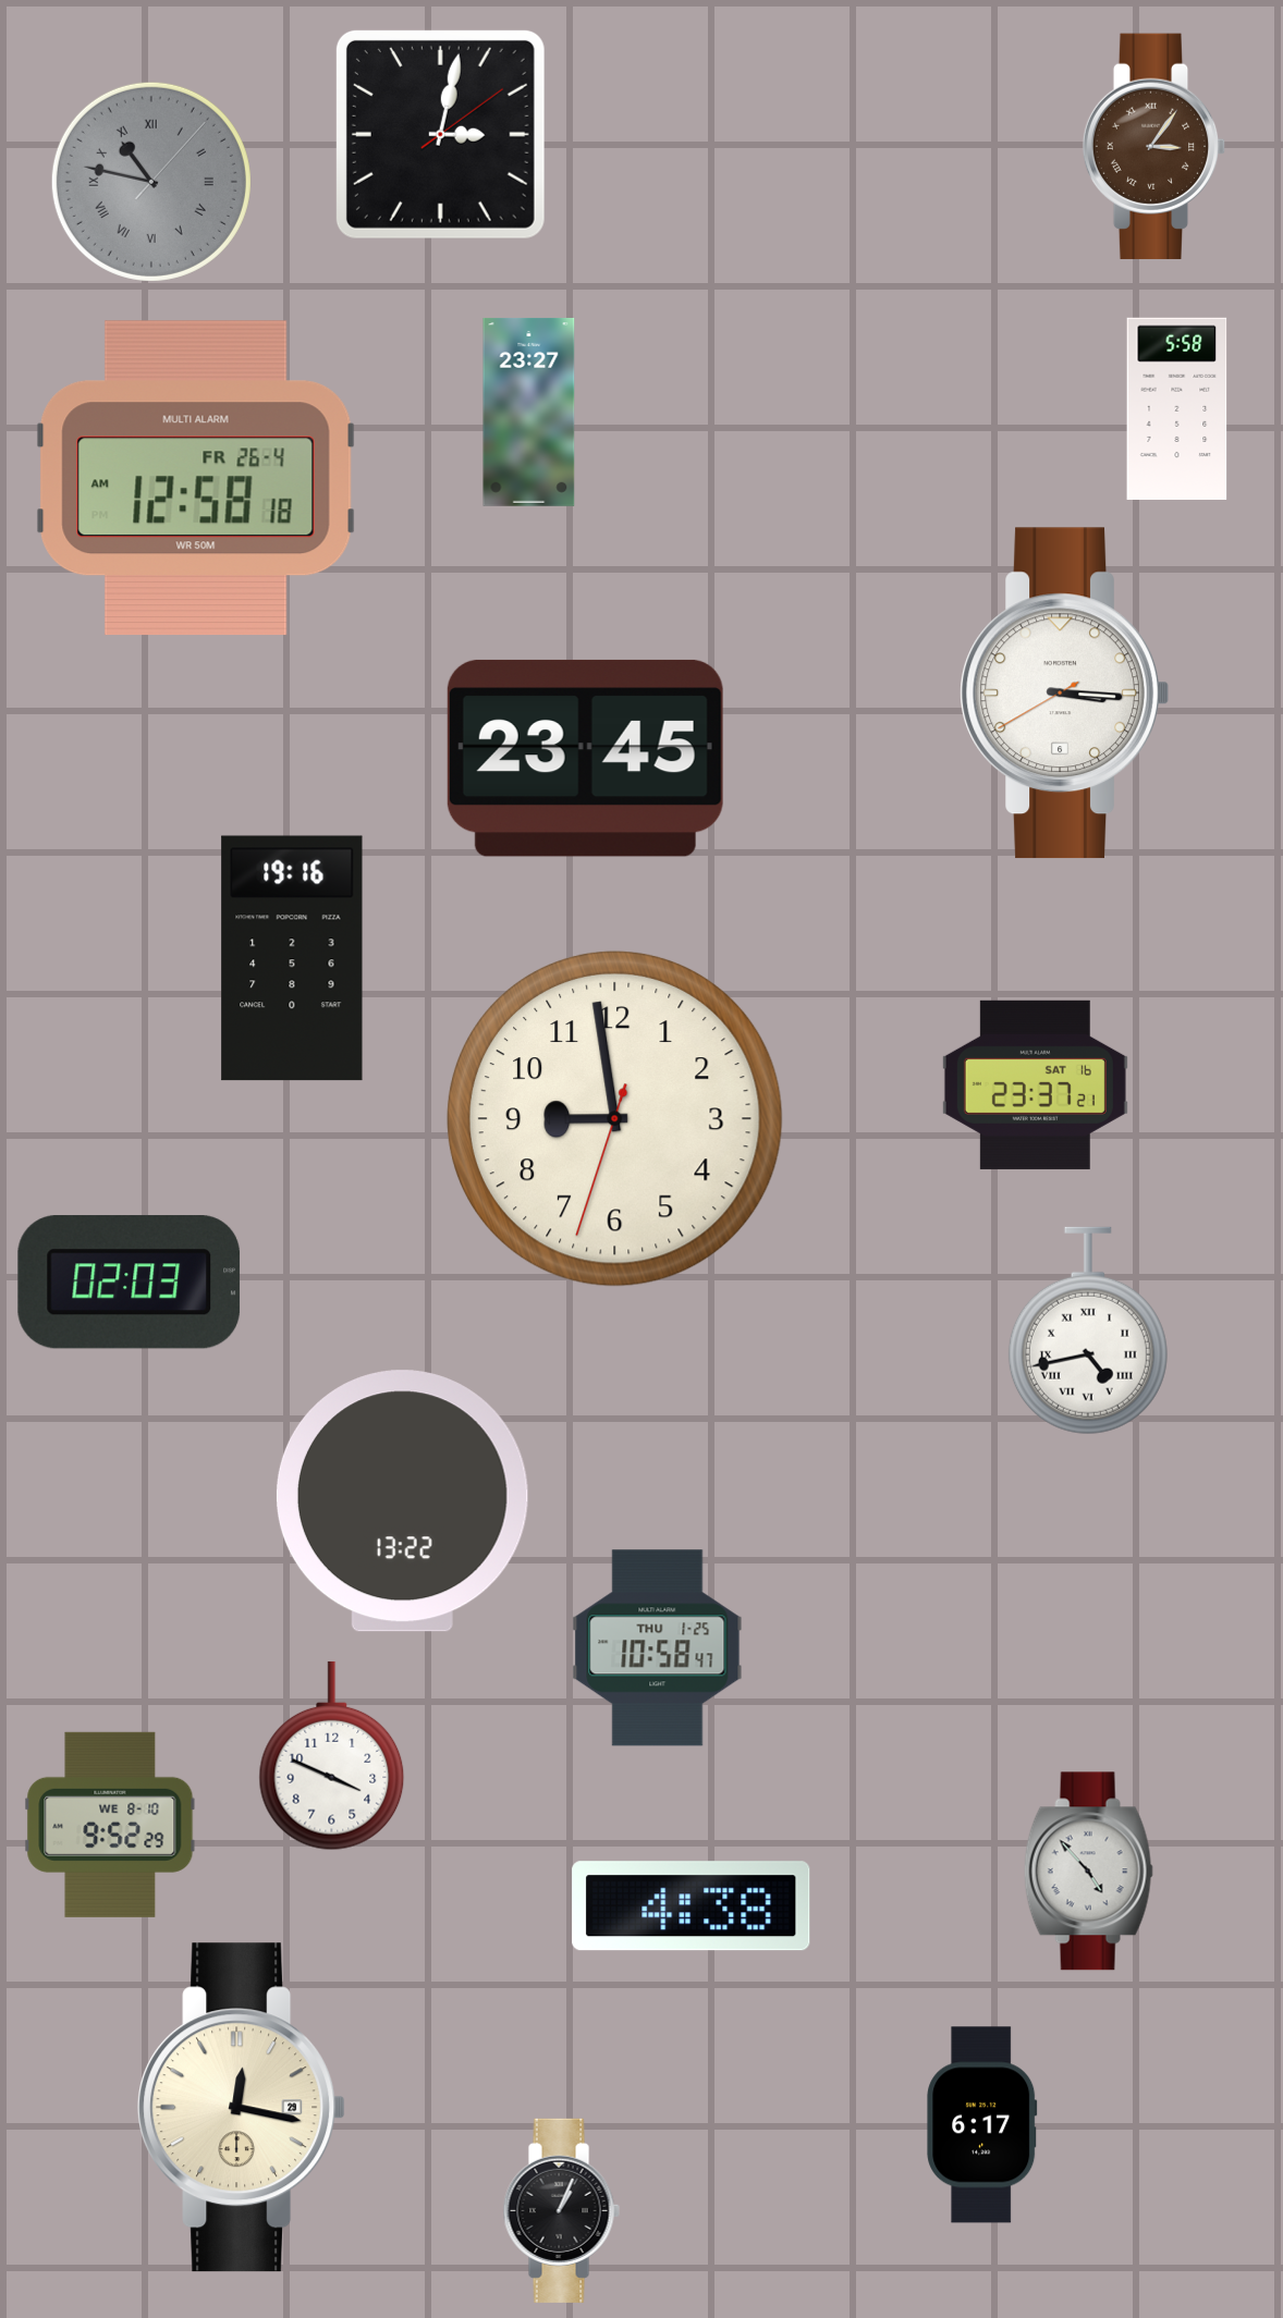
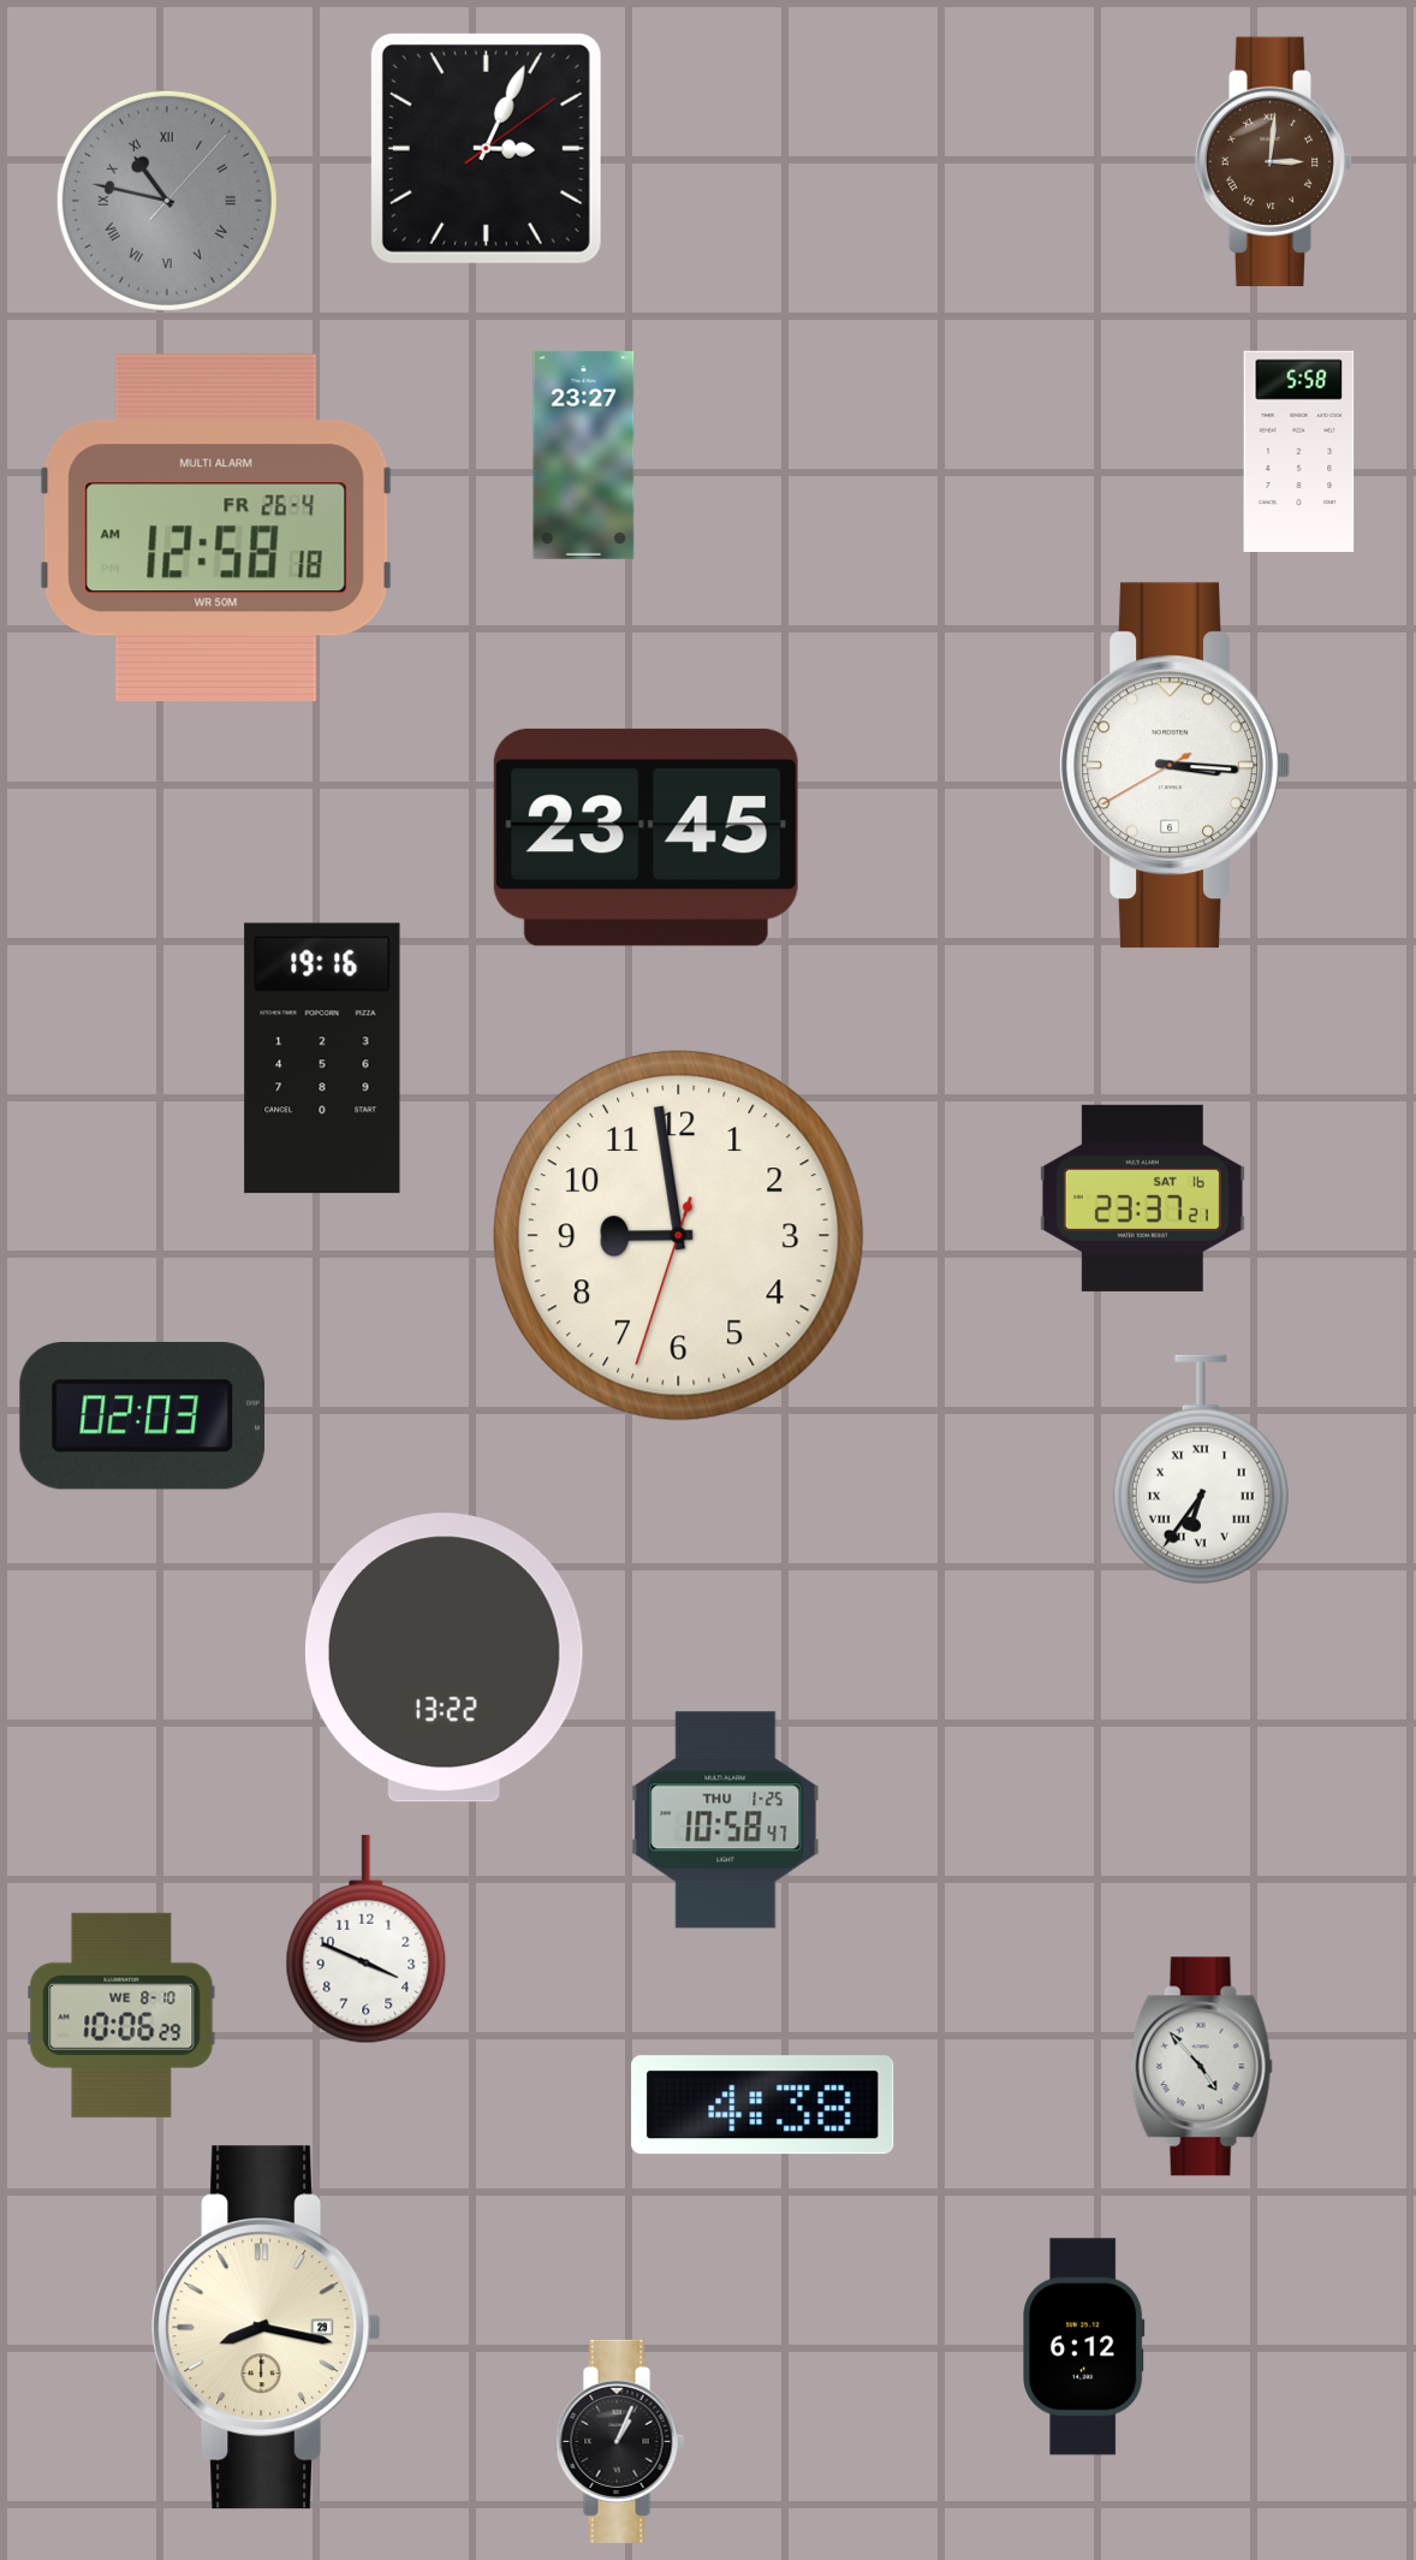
clock at (440, 134): 3:02 -> 3:04
clock at (1154, 146): 3:06 -> 3:01
clock at (1088, 1330): 4:43 -> 6:36
clock at (110, 1825): 9:52 -> 10:06
clock at (242, 2108): 12:17 -> 8:17
clock at (982, 2125): 6:17 -> 6:12
